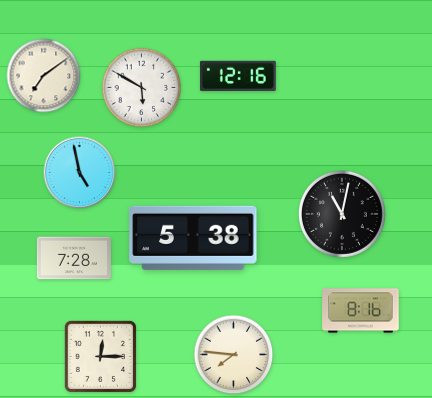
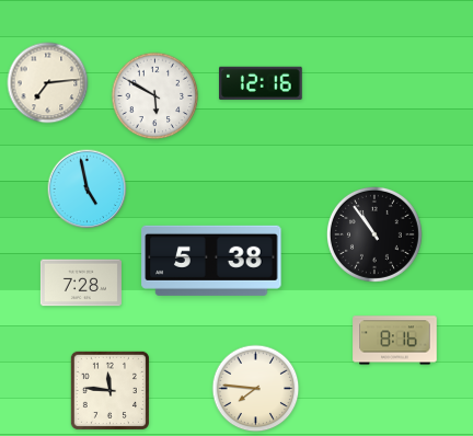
clock at (44, 76): 7:09 -> 7:14
clock at (342, 214): 11:02 -> 10:54
clock at (100, 356): 12:15 -> 11:46
